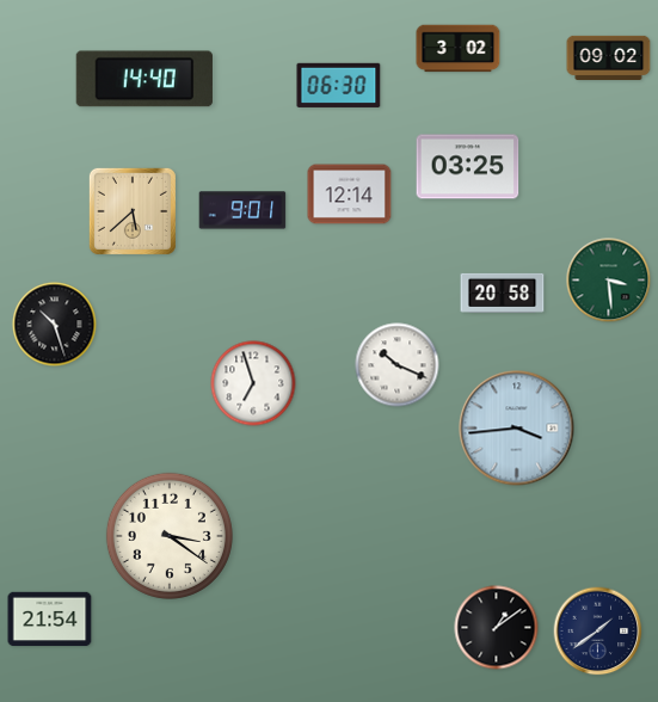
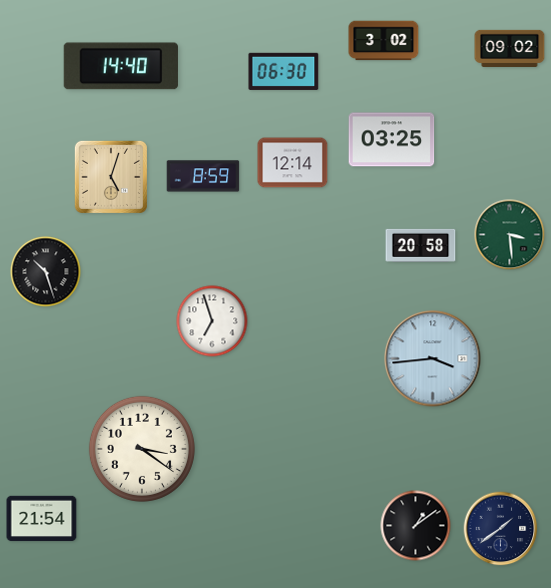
clock at (242, 210): 9:01 -> 8:59
clock at (133, 211): 5:38 -> 5:03
clock at (398, 365): 10:19 -> none
